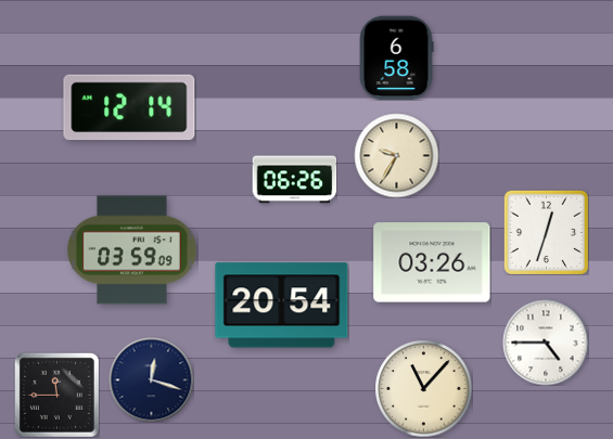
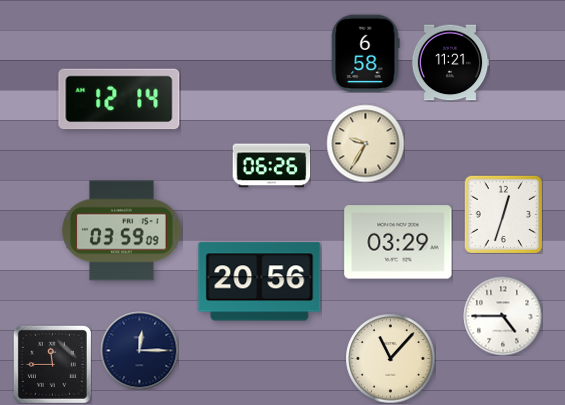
clock at (450, 63): none -> 11:21
clock at (432, 262): 03:26 -> 03:29
clock at (282, 306): 20:54 -> 20:56
clock at (151, 379): 12:18 -> 12:15
